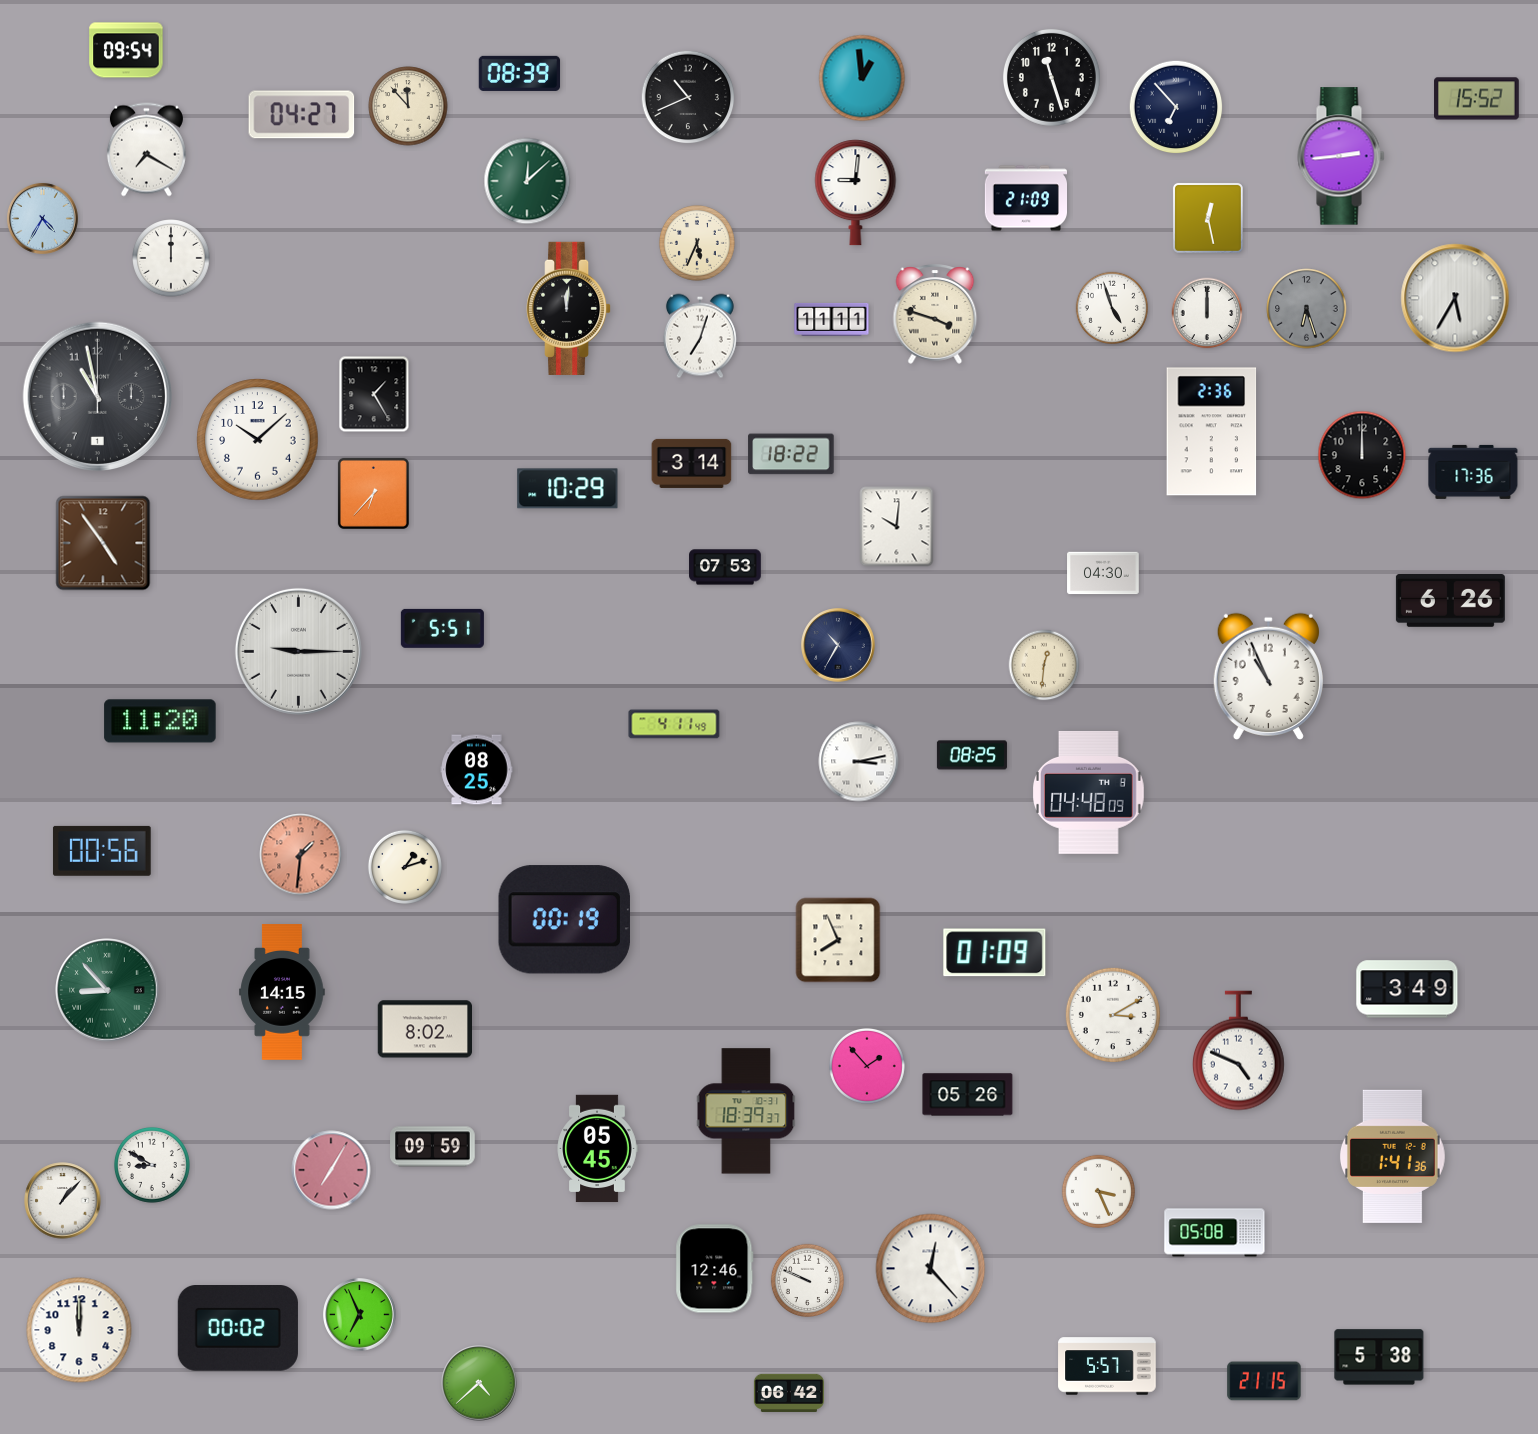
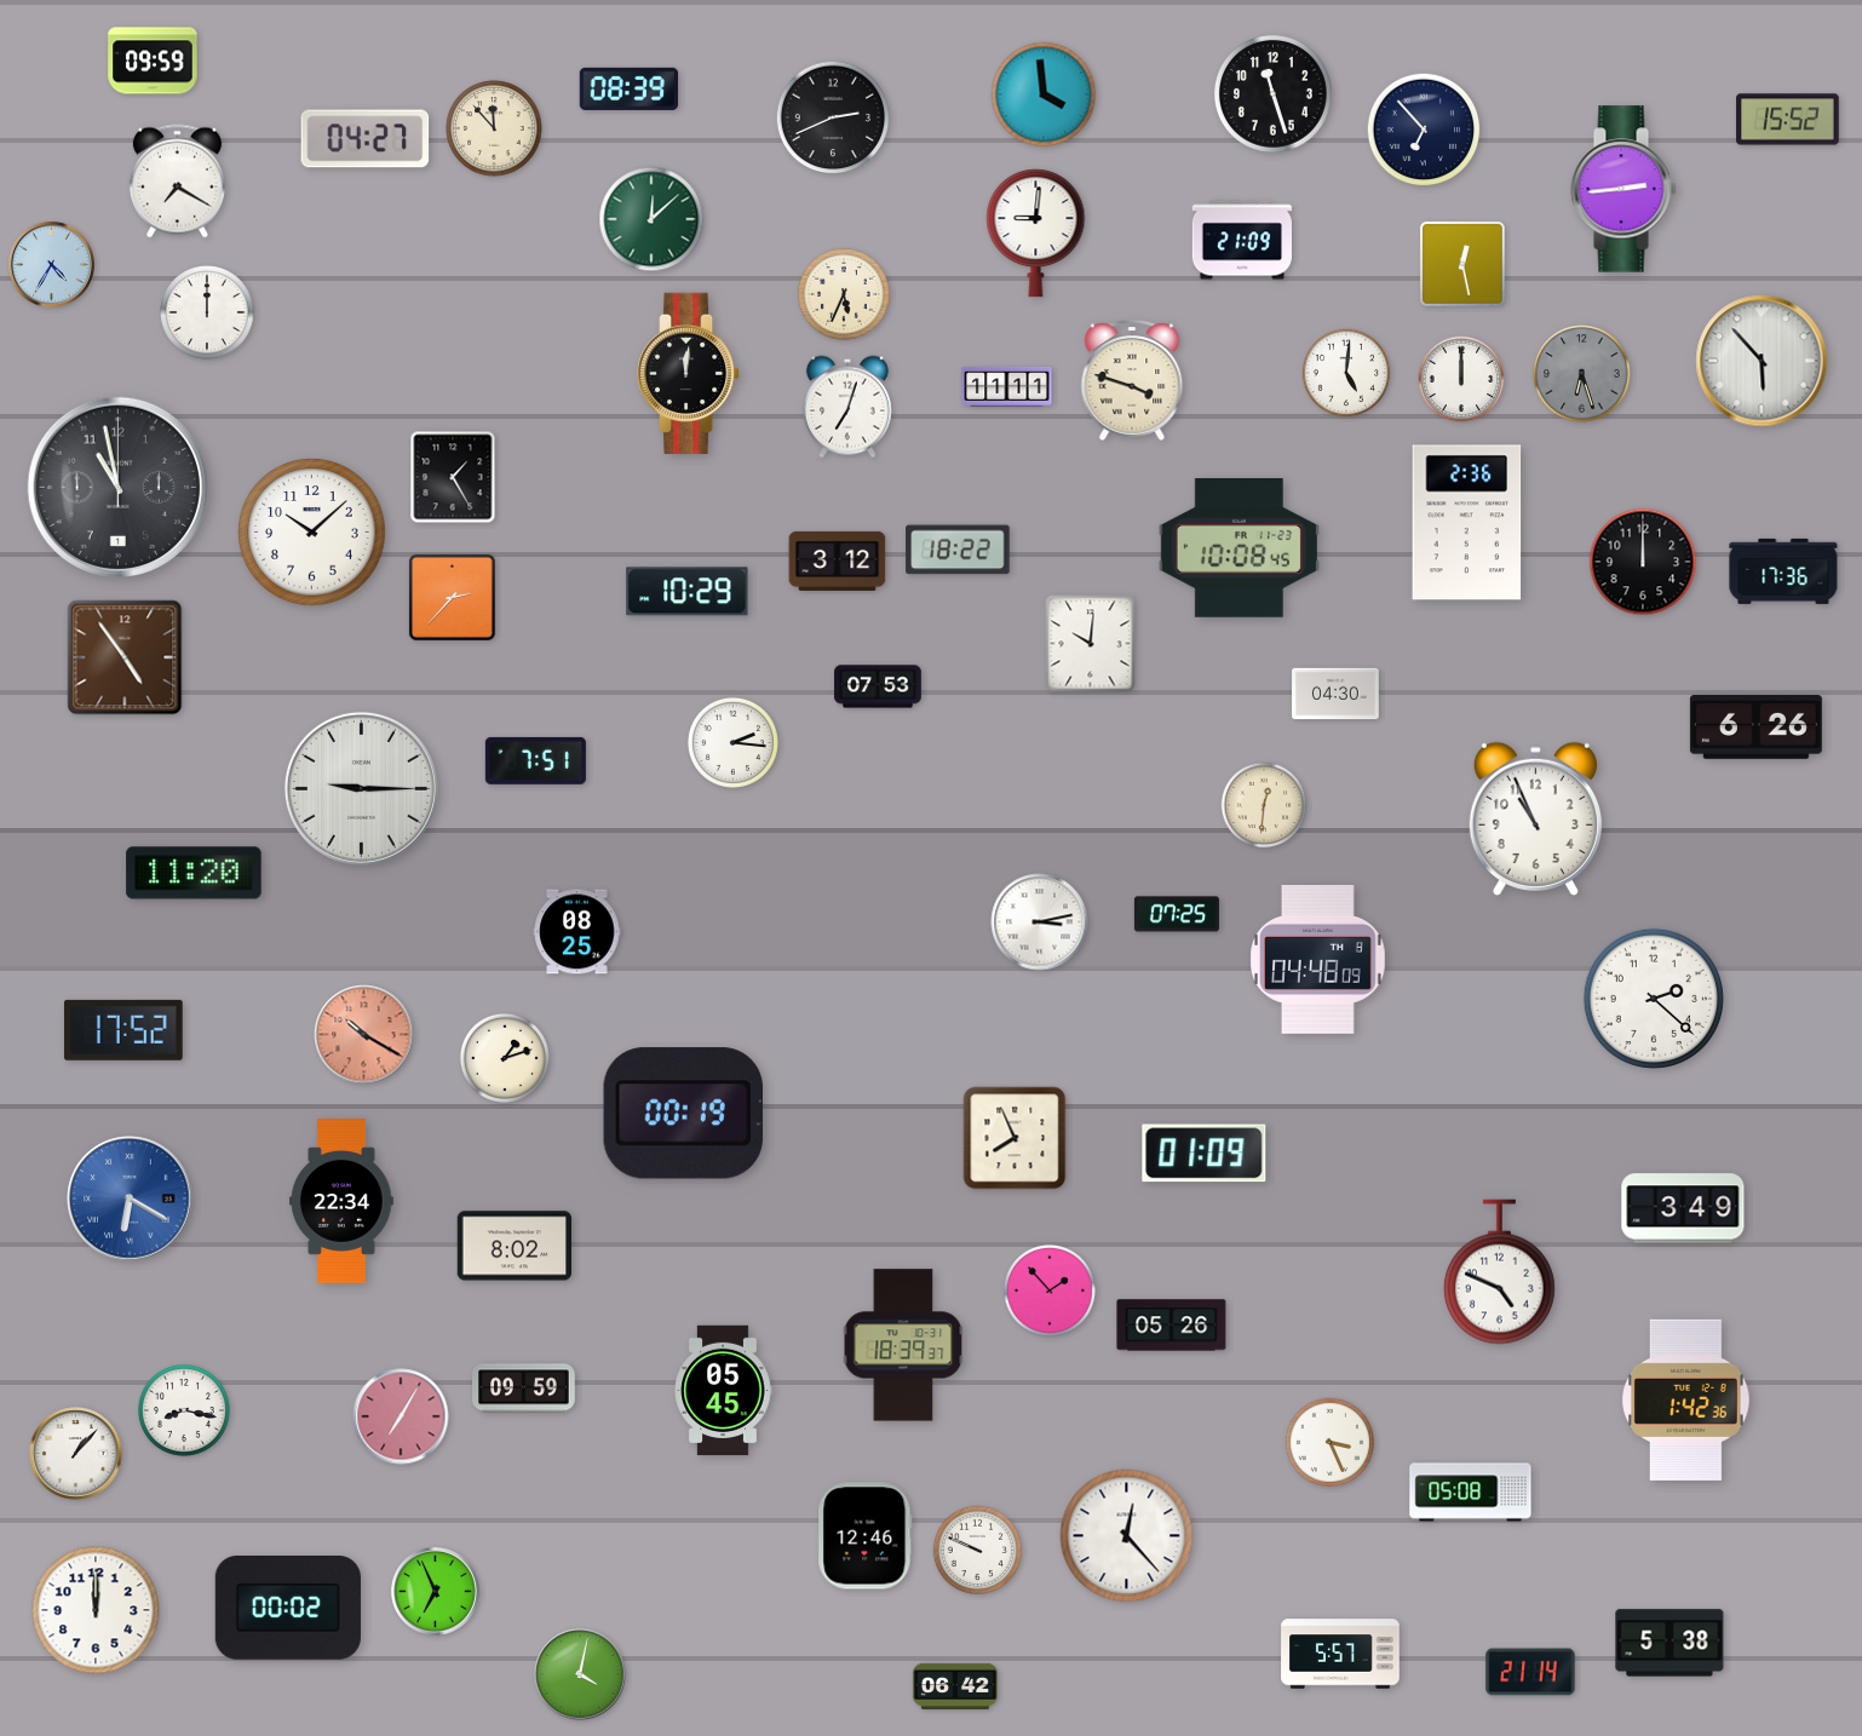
clock at (126, 50): 09:54 -> 09:59
clock at (862, 78): 12:59 -> 3:59
clock at (688, 97): 10:41 -> 2:41
clock at (527, 181) position: (527, 181) -> (651, 219)
clock at (1455, 298): 5:35 -> 5:53
clock at (1112, 308): 4:57 -> 5:01
clock at (97, 396) position: (97, 396) -> (117, 487)
clock at (1239, 548): none -> 10:08
clock at (1362, 455) position: (1362, 455) -> (1643, 562)
clock at (692, 463): 3:14 -> 3:12
clock at (373, 493): 6:37 -> 2:37
clock at (897, 527) position: (897, 527) -> (1091, 644)
clock at (732, 742): none -> 2:16
clock at (442, 628): 5:51 -> 7:51
clock at (838, 645): 10:35 -> none
clock at (674, 724): 4:11 -> none
clock at (972, 755): 08:25 -> 07:25
clock at (1654, 999): none -> 2:22
clock at (102, 851): 00:56 -> 17:52
clock at (301, 855): 1:31 -> 10:20
clock at (405, 867) position: (405, 867) -> (505, 1058)
clock at (1407, 989) position: (1407, 989) -> (1683, 1208)
clock at (107, 990): 8:53 -> 6:20
clock at (107, 990) dial: green -> blue
clock at (282, 992): 14:15 -> 22:34
clock at (1113, 1015): 3:10 -> none
clock at (1393, 1156): 1:41 -> 1:42
clock at (152, 1165): 8:50 -> 8:17
clock at (1264, 1381): 21:15 -> 21:14
clock at (479, 1383): 4:38 -> 4:02
